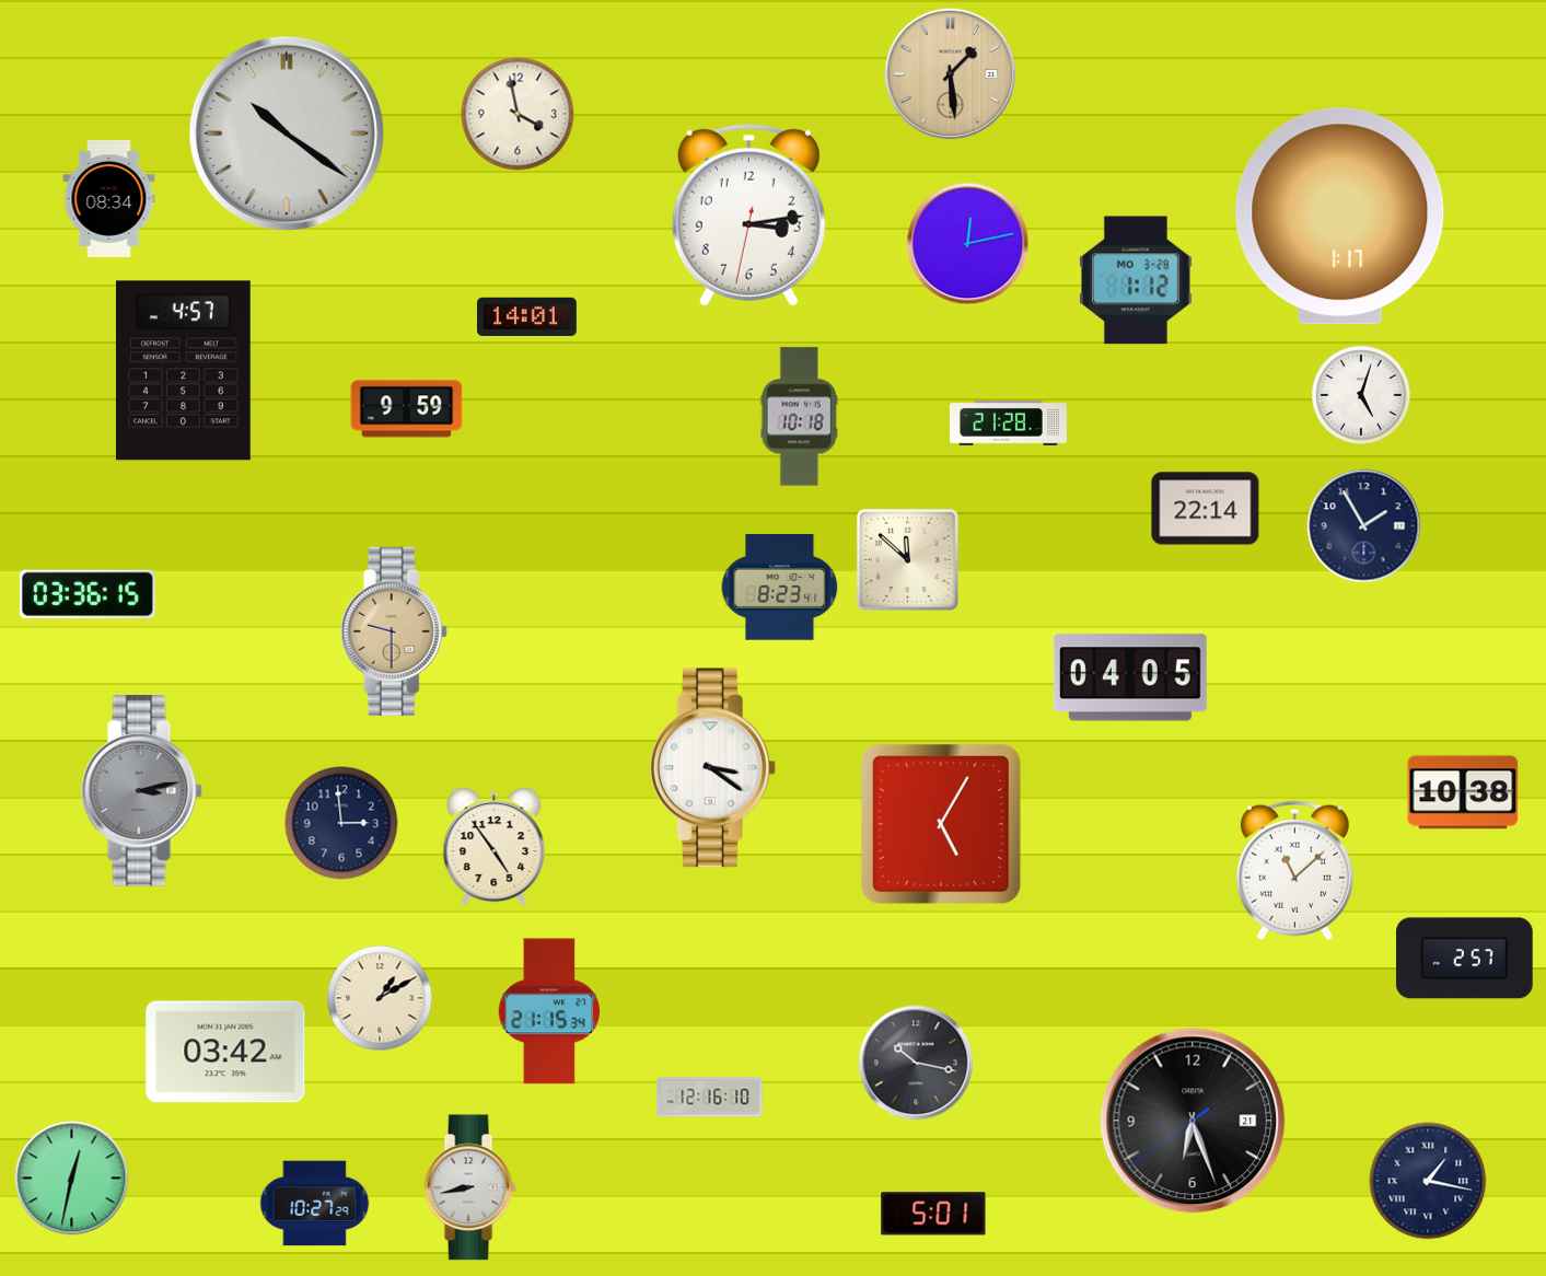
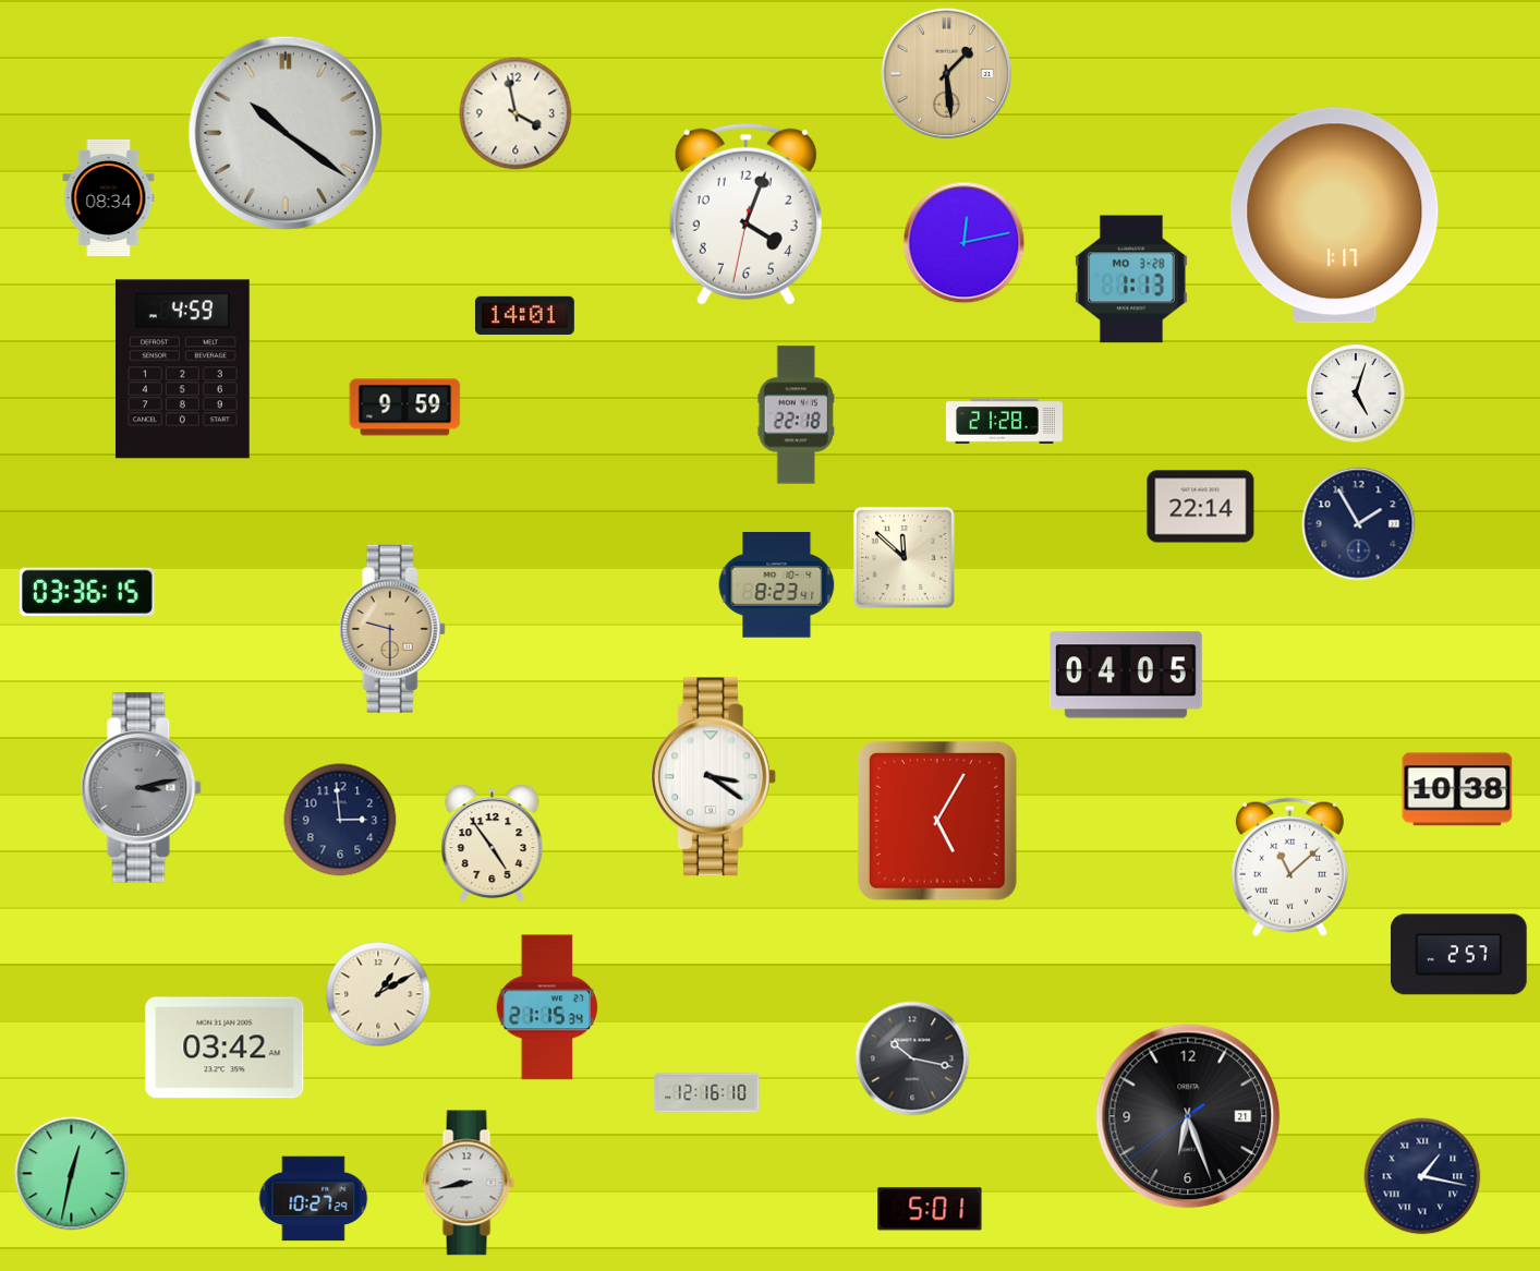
clock at (748, 214): 3:13 -> 4:03
clock at (1136, 280): 1:12 -> 1:13
clock at (183, 371): 4:57 -> 4:59
clock at (799, 417): 10:18 -> 22:18
clock at (712, 768) position: (712, 768) -> (713, 777)
